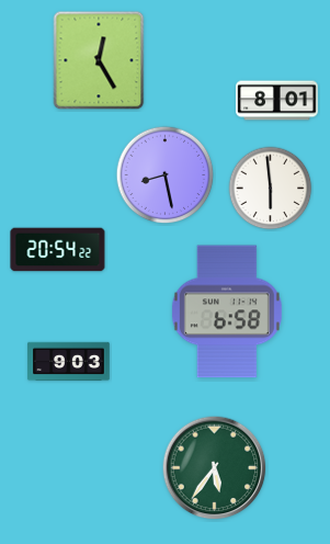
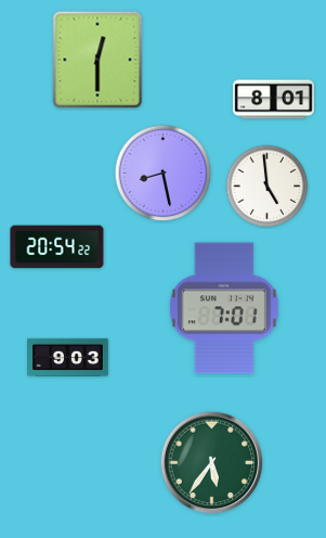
clock at (99, 60): 12:25 -> 12:30
clock at (271, 189): 5:59 -> 4:59
clock at (227, 311): 6:58 -> 7:01
